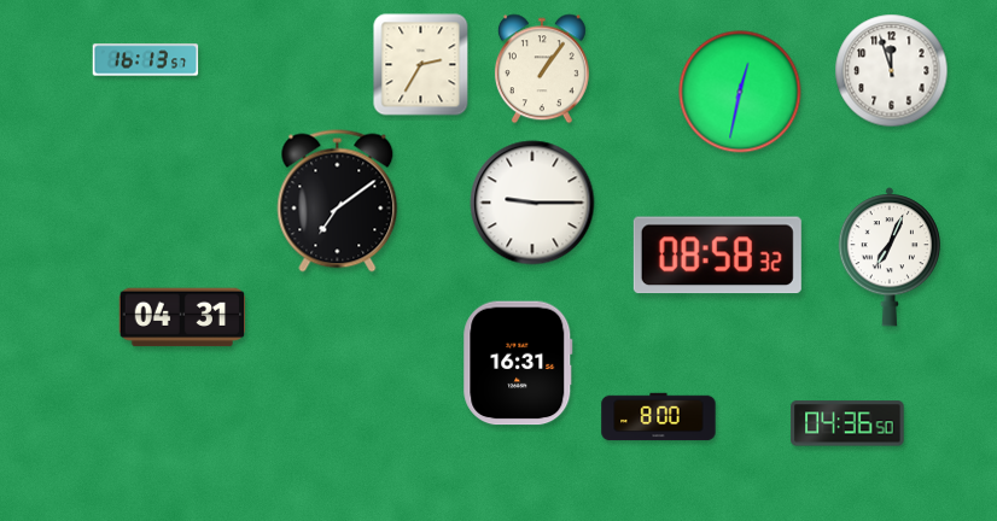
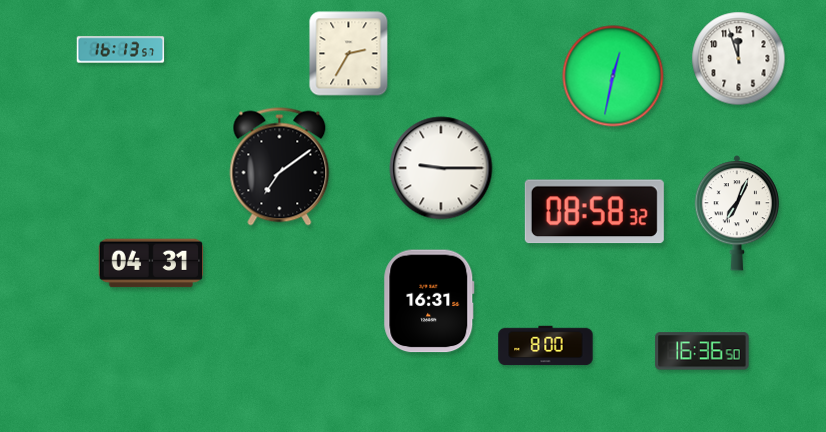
clock at (542, 69): 1:06 -> none
clock at (847, 423): 04:36 -> 16:36
